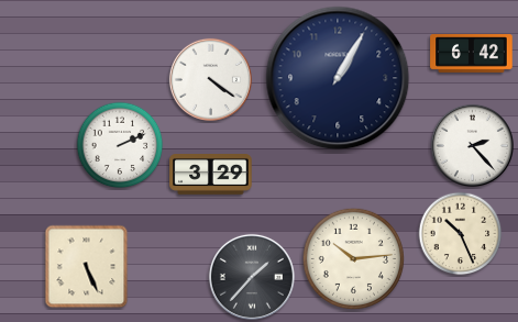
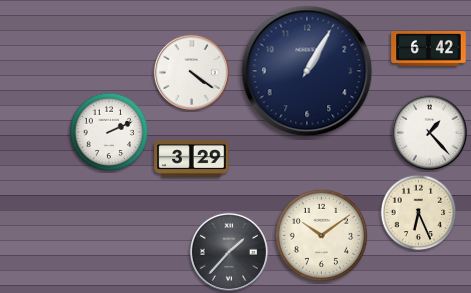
clock at (472, 145): 2:23 -> 1:23
clock at (461, 234): 10:26 -> 6:26
clock at (353, 258): 10:14 -> 10:09
clock at (87, 267): 5:26 -> none
